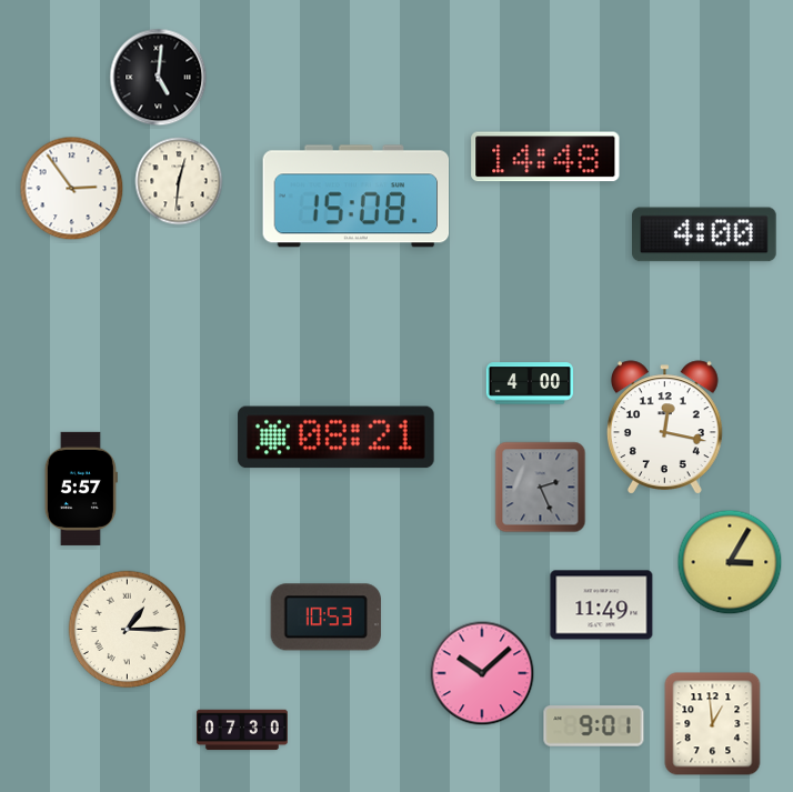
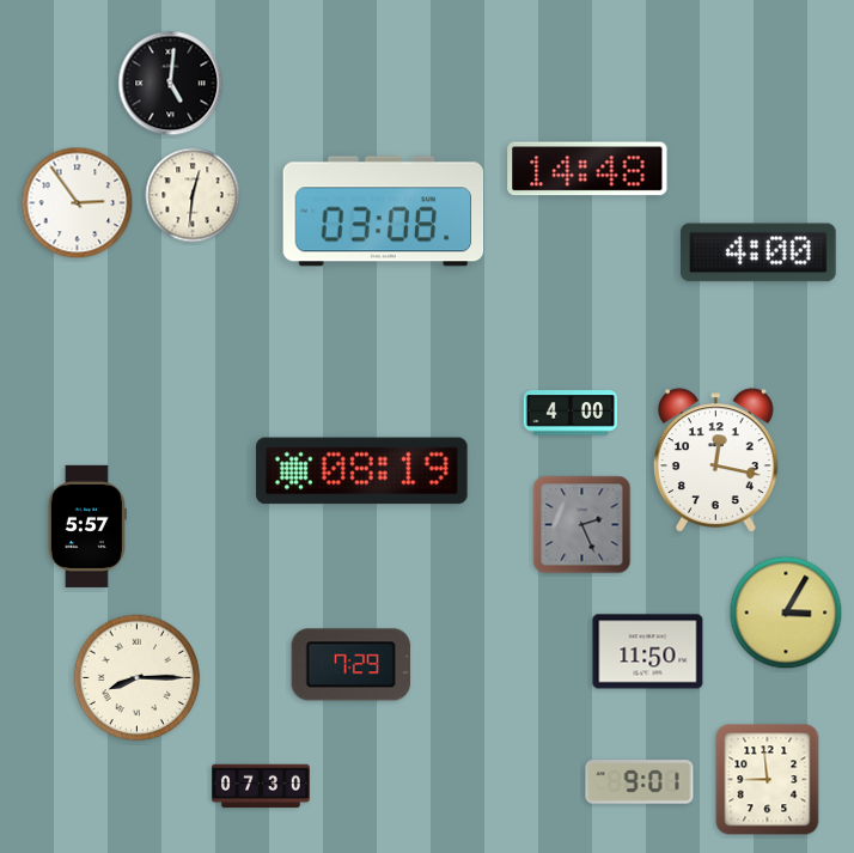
clock at (357, 197): 15:08 -> 03:08
clock at (337, 438): 08:21 -> 08:19
clock at (730, 562) position: (730, 562) -> (786, 613)
clock at (602, 605): 11:49 -> 11:50
clock at (325, 618): 10:53 -> 7:29
clock at (128, 630): 1:15 -> 8:15
clock at (482, 673): 10:08 -> none
clock at (713, 724): 12:59 -> 8:59
